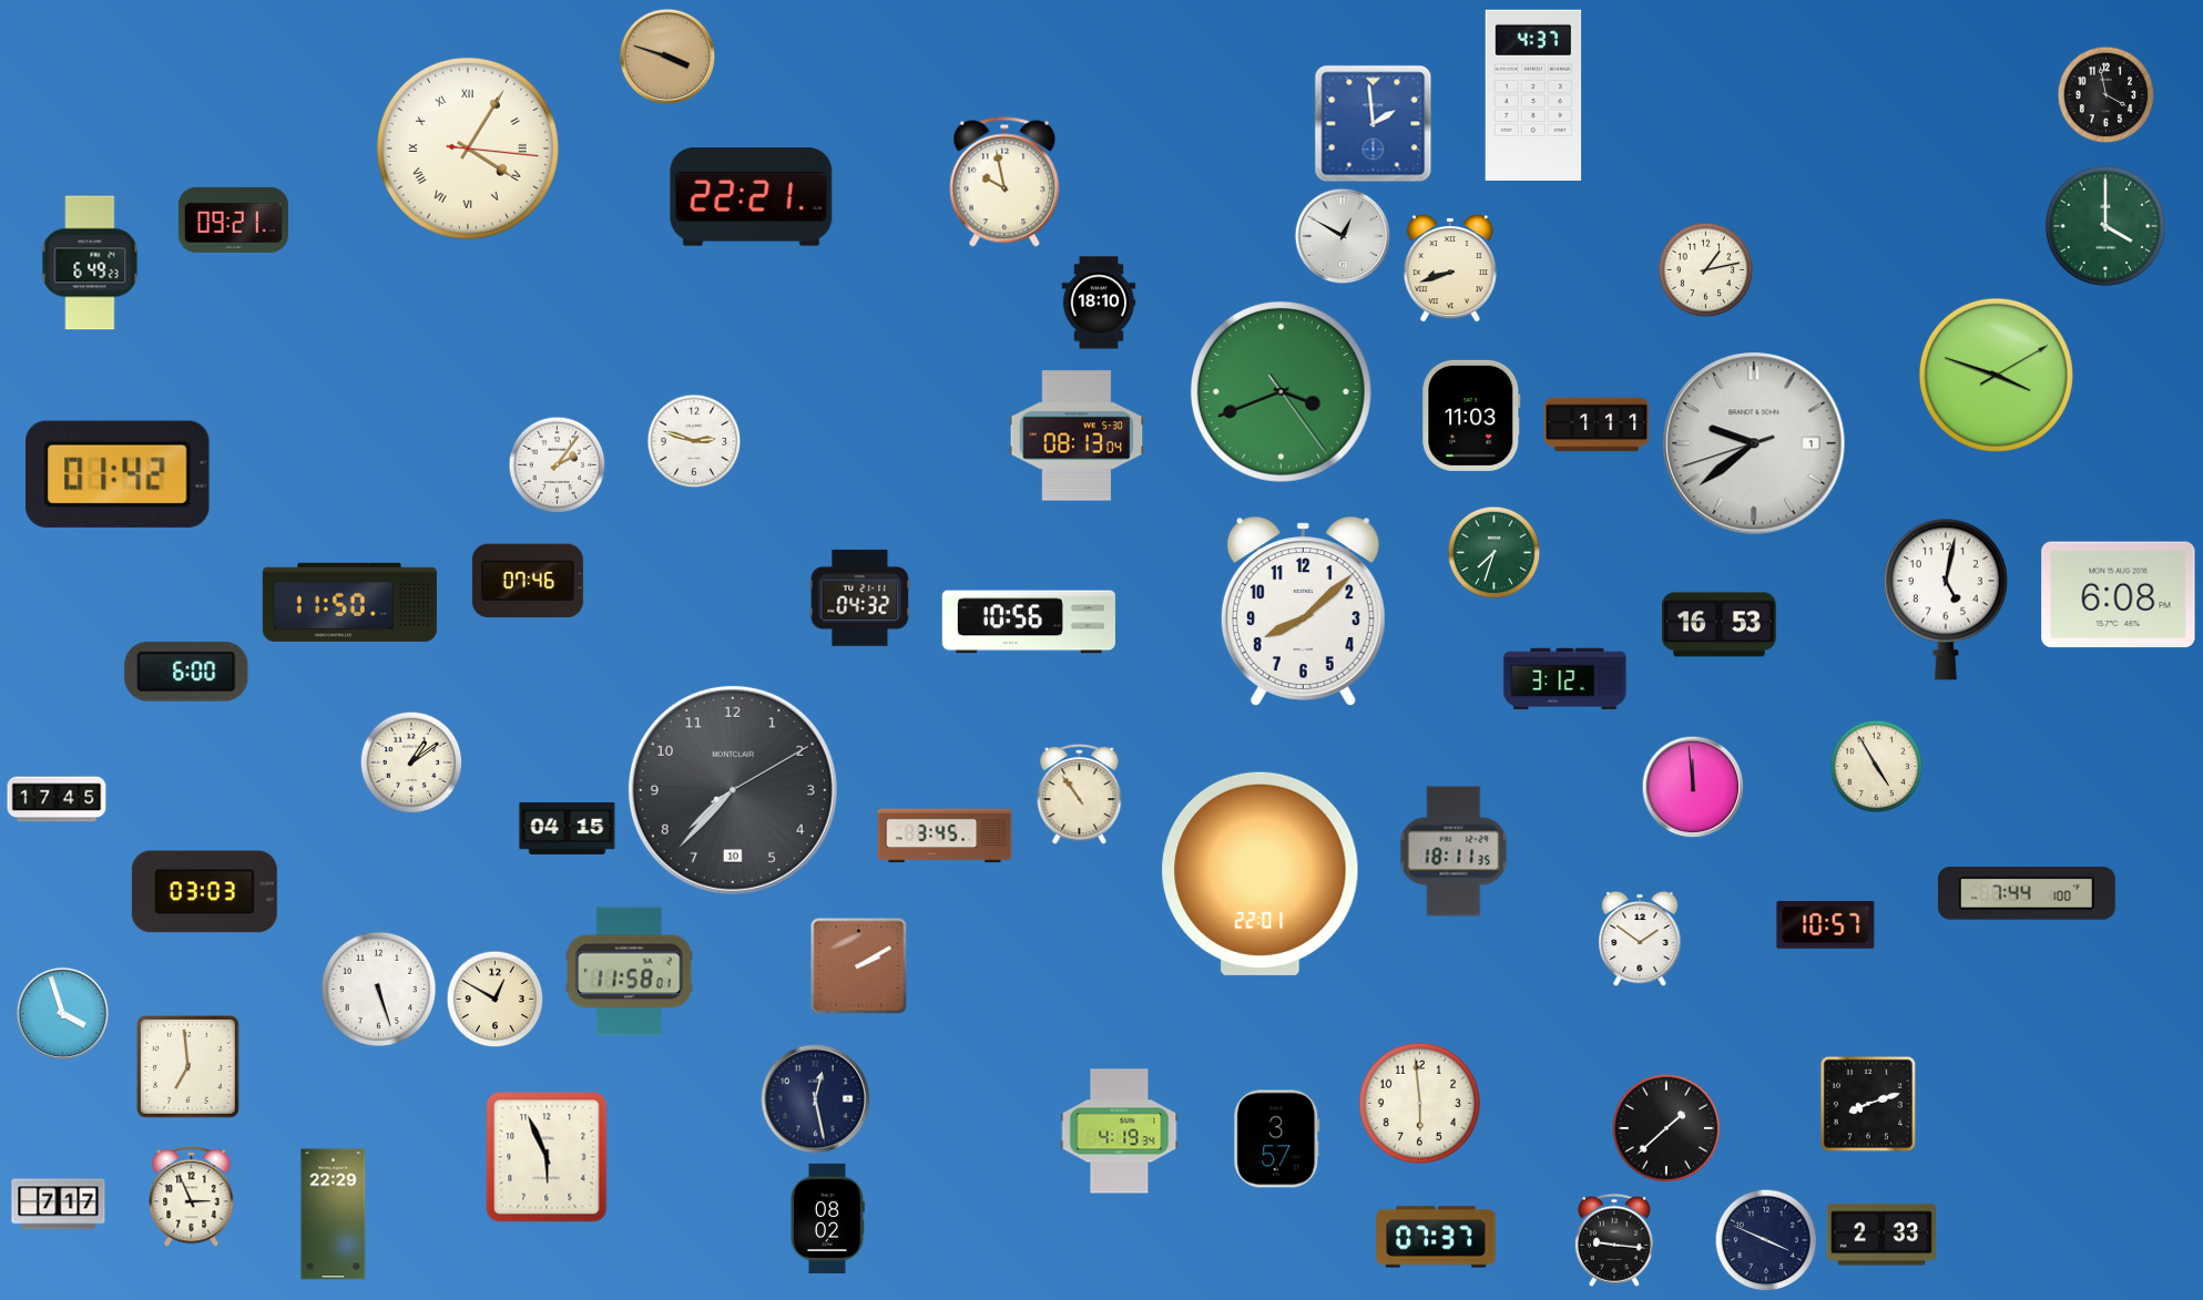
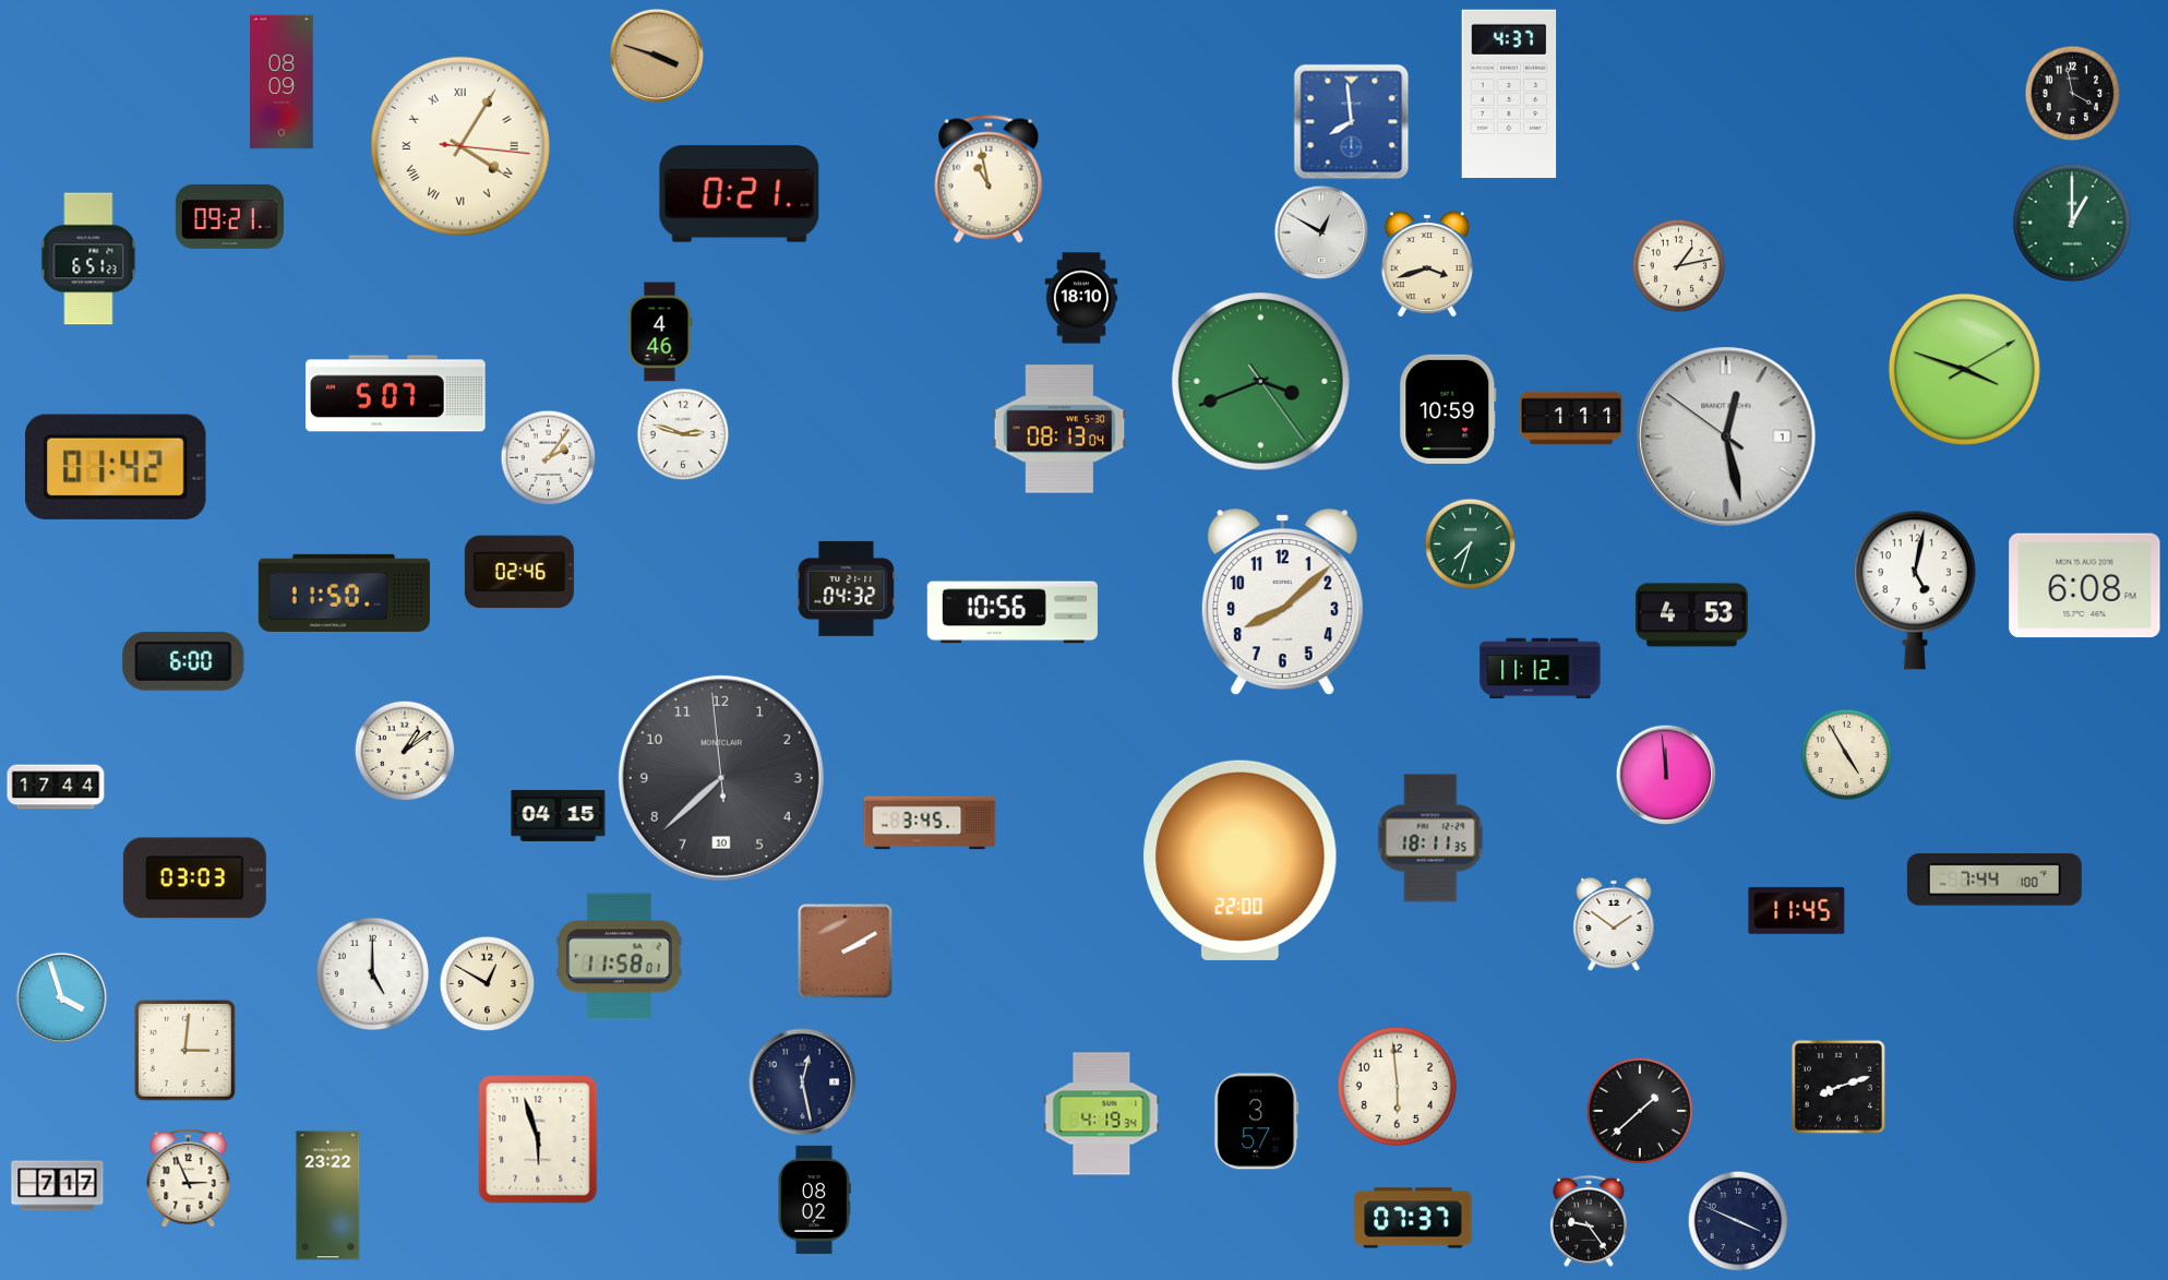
clock at (282, 82): none -> 08:09
clock at (1374, 124): 1:59 -> 7:59
clock at (1004, 182): 9:58 -> 10:58
clock at (752, 197): 22:21 -> 0:21
clock at (2104, 225): 4:00 -> 1:00
clock at (90, 263): 6:49 -> 6:51
clock at (1450, 268): 8:42 -> 3:42
clock at (660, 332): none -> 4:46
clock at (1281, 391) position: (1281, 391) -> (1260, 381)
clock at (396, 394): none -> 5:07
clock at (1471, 416): 11:03 -> 10:59
clock at (1754, 443): 9:38 -> 12:27
clock at (528, 581): 07:46 -> 02:46
clock at (1718, 625): 16:53 -> 4:53
clock at (1565, 679): 3:12 -> 11:12
clock at (733, 790): 7:37:10 -> 7:37:59
clock at (1080, 795): 10:54 -> none
clock at (57, 799): 17:45 -> 17:44
clock at (1261, 873): 22:01 -> 22:00
clock at (204, 892) position: (204, 892) -> (194, 878)
clock at (1826, 924): 10:57 -> 11:45
clock at (379, 990): 5:27 -> 5:00
clock at (187, 1066): 6:59 -> 3:01
clock at (547, 1157): 5:56 -> 5:57
clock at (334, 1215): 22:29 -> 23:22
clock at (1880, 1235): 2:33 -> none
clock at (1614, 1240): 9:16 -> 9:24
